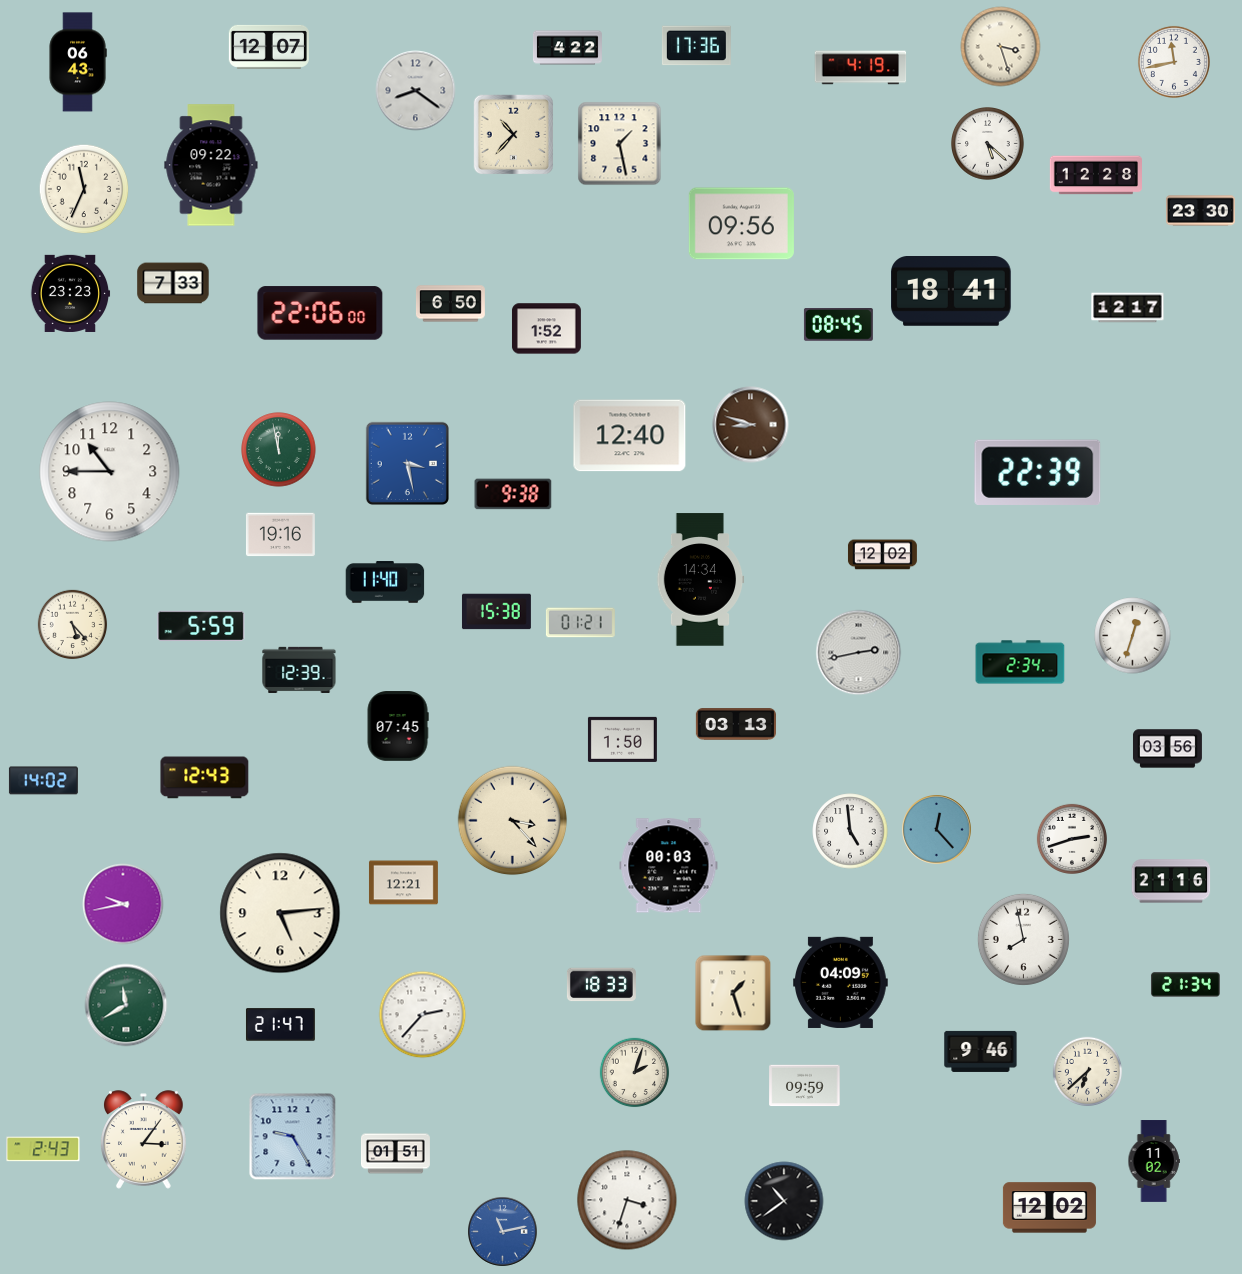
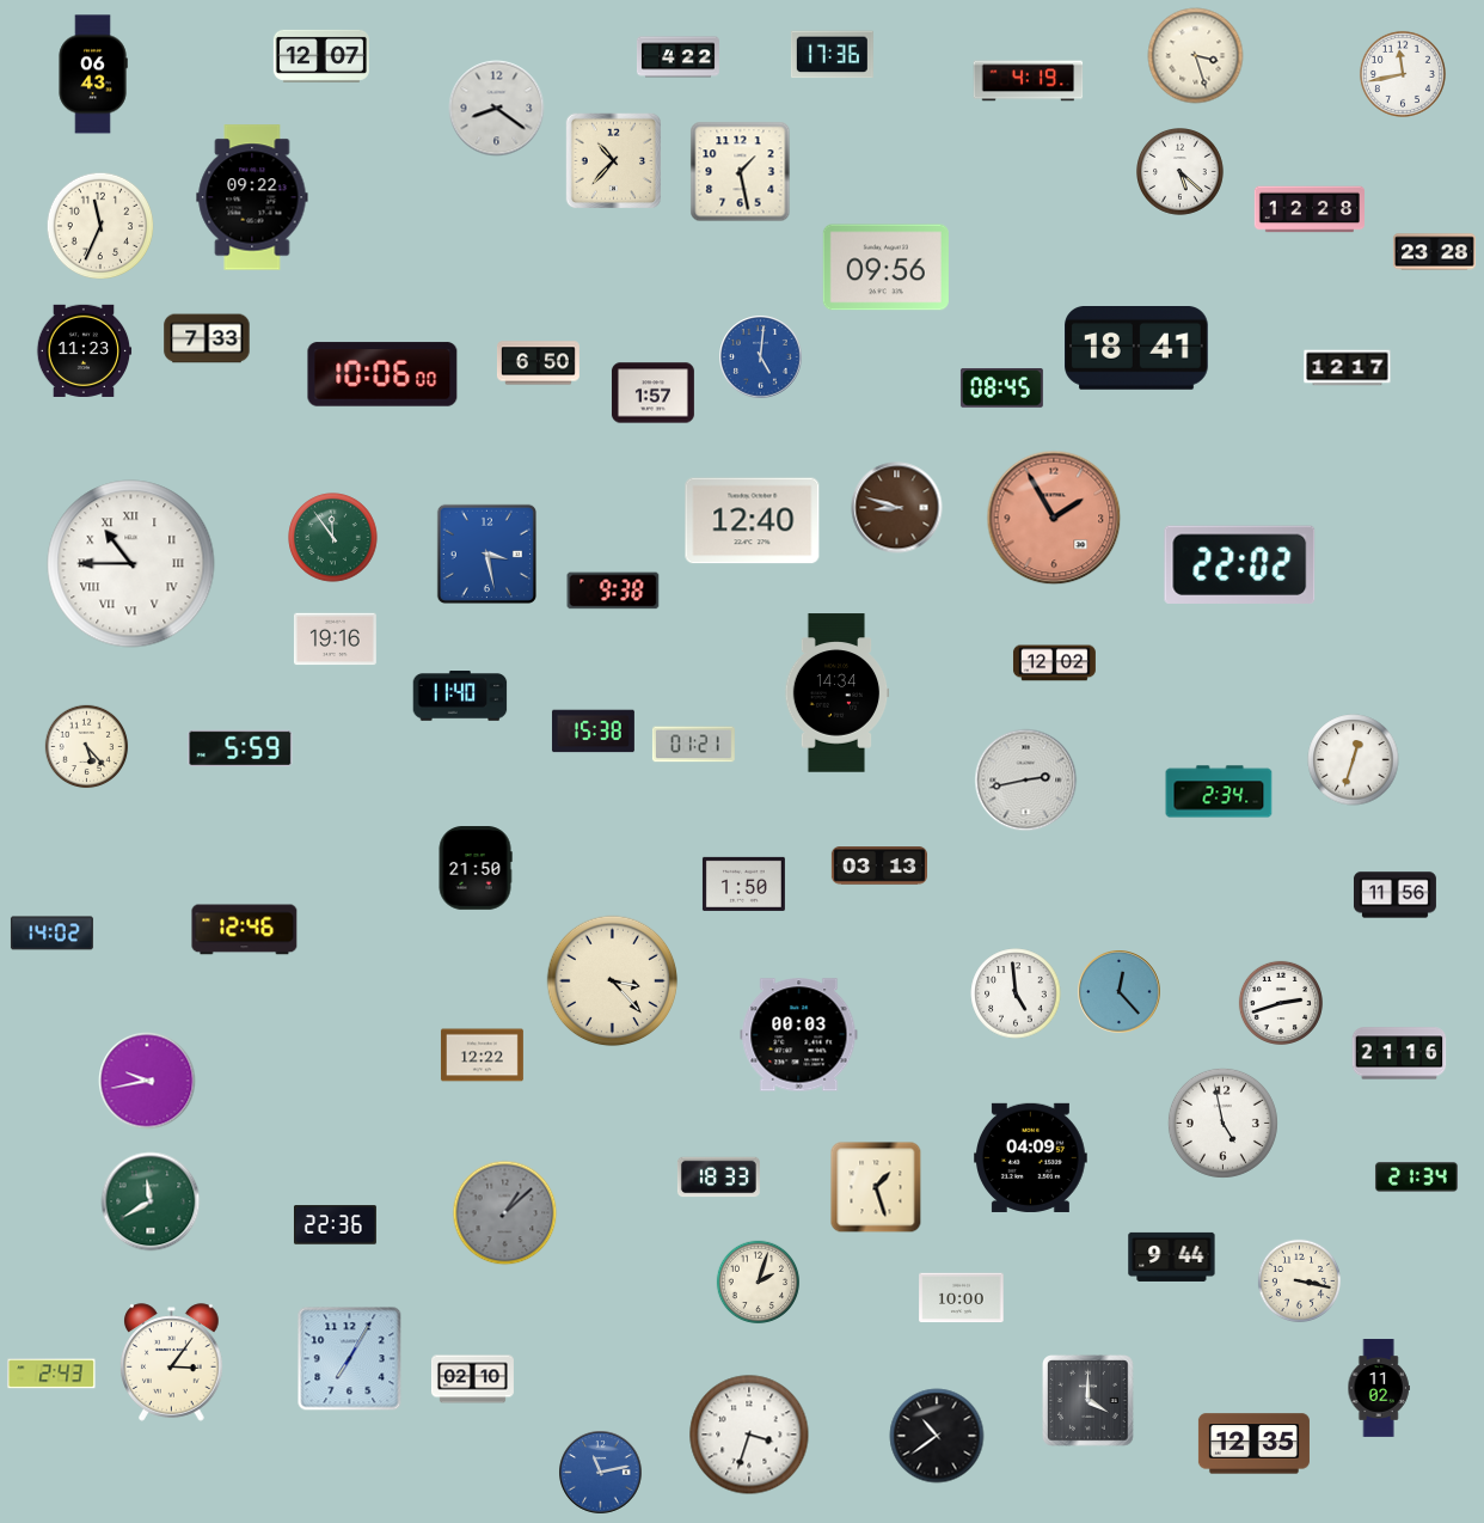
clock at (1200, 211): 23:30 -> 23:28
clock at (70, 293): 23:23 -> 11:23
clock at (761, 357): none -> 5:01
clock at (320, 313): 22:06 -> 10:06
clock at (546, 329): 1:52 -> 1:57
clock at (1054, 518): none -> 1:55
clock at (279, 450): 11:58 -> 11:54
clock at (110, 472) numerals: Arabic -> Roman
clock at (1038, 472): 22:39 -> 22:02
clock at (299, 670): 12:39 -> none
clock at (398, 726): 07:45 -> 21:50
clock at (1167, 749): 03:56 -> 11:56
clock at (205, 778): 12:43 -> 12:46
clock at (403, 883): 12:21 -> 12:22
clock at (280, 913): 5:14 -> none
clock at (1023, 939): 7:58 -> 4:58
clock at (841, 982) position: (841, 982) -> (1031, 1157)
clock at (423, 1015): 2:37 -> 1:08
clock at (423, 1015) dial: white -> grey
clock at (280, 1025): 21:47 -> 22:36
clock at (981, 1051): 9:46 -> 9:44
clock at (1088, 1072): 6:38 -> 3:17
clock at (805, 1086): 09:59 -> 10:00
clock at (293, 1137): 9:25 -> 7:05
clock at (395, 1154): 01:51 -> 02:10
clock at (1089, 1401): none -> 4:00
clock at (1049, 1208): 12:02 -> 12:35
